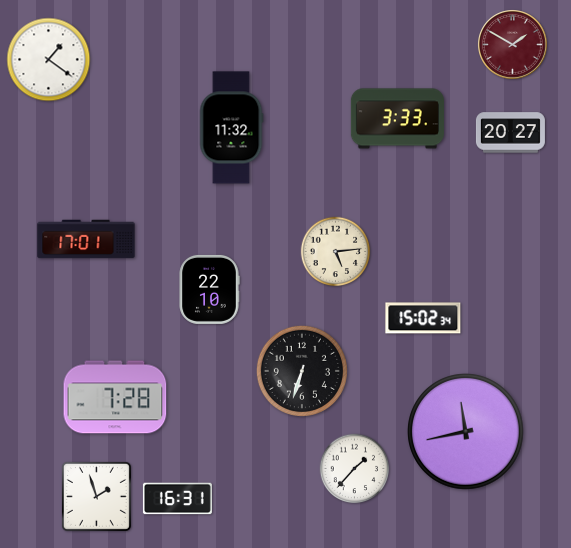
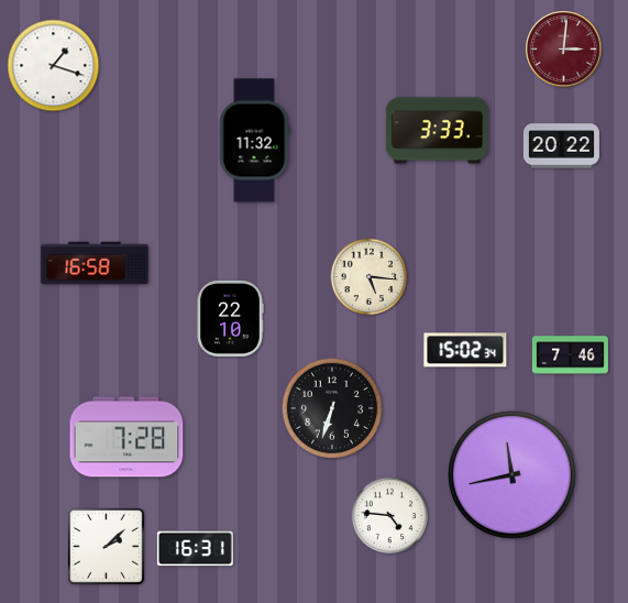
clock at (513, 45): 1:50 -> 3:01
clock at (49, 60): 1:21 -> 1:18
clock at (510, 133): 20:27 -> 20:22
clock at (86, 239): 17:01 -> 16:58
clock at (336, 252): 5:14 -> 5:16
clock at (570, 355): none -> 7:46
clock at (355, 469): 1:37 -> 4:46
clock at (96, 496): 1:57 -> 2:08
